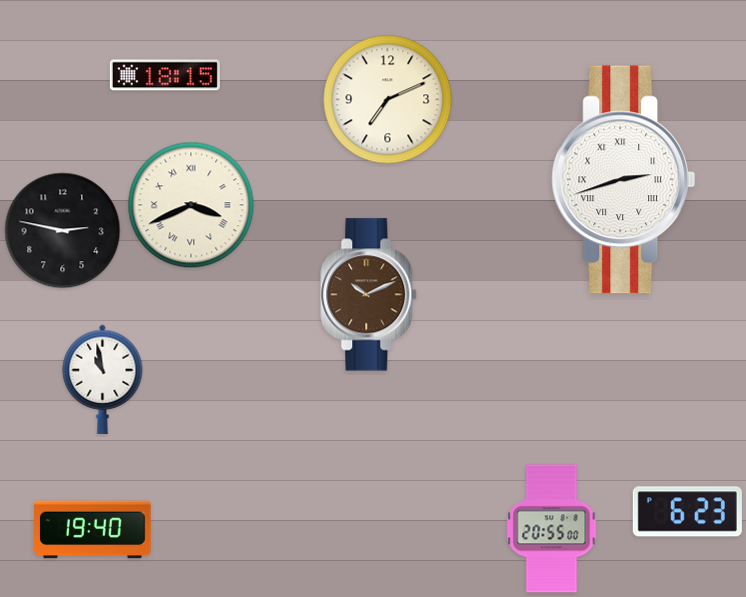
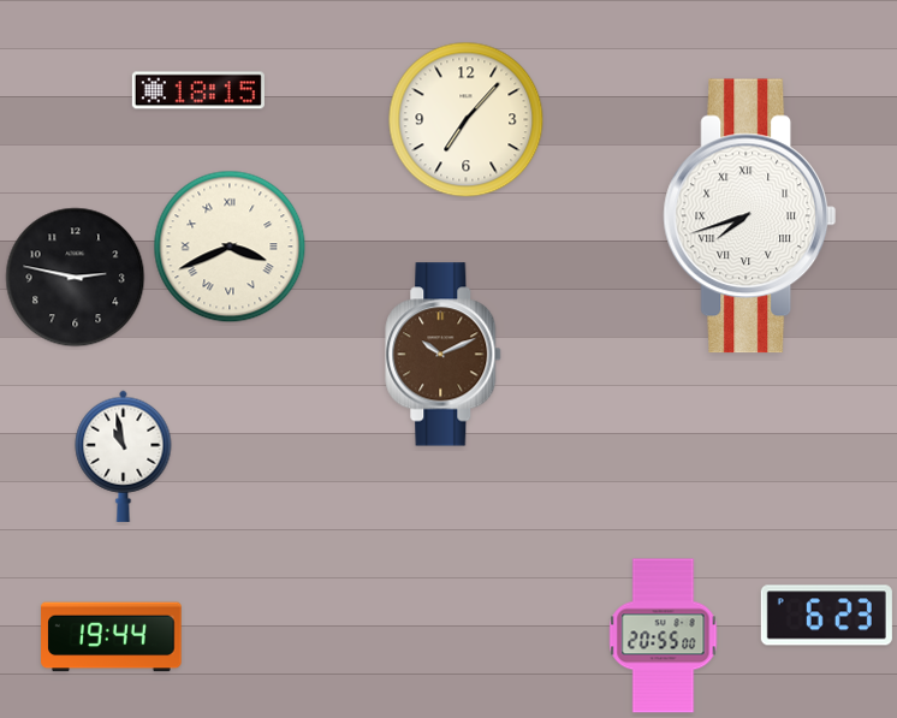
clock at (388, 100): 7:11 -> 7:07
clock at (624, 180): 2:42 -> 7:42
clock at (93, 530): 19:40 -> 19:44
